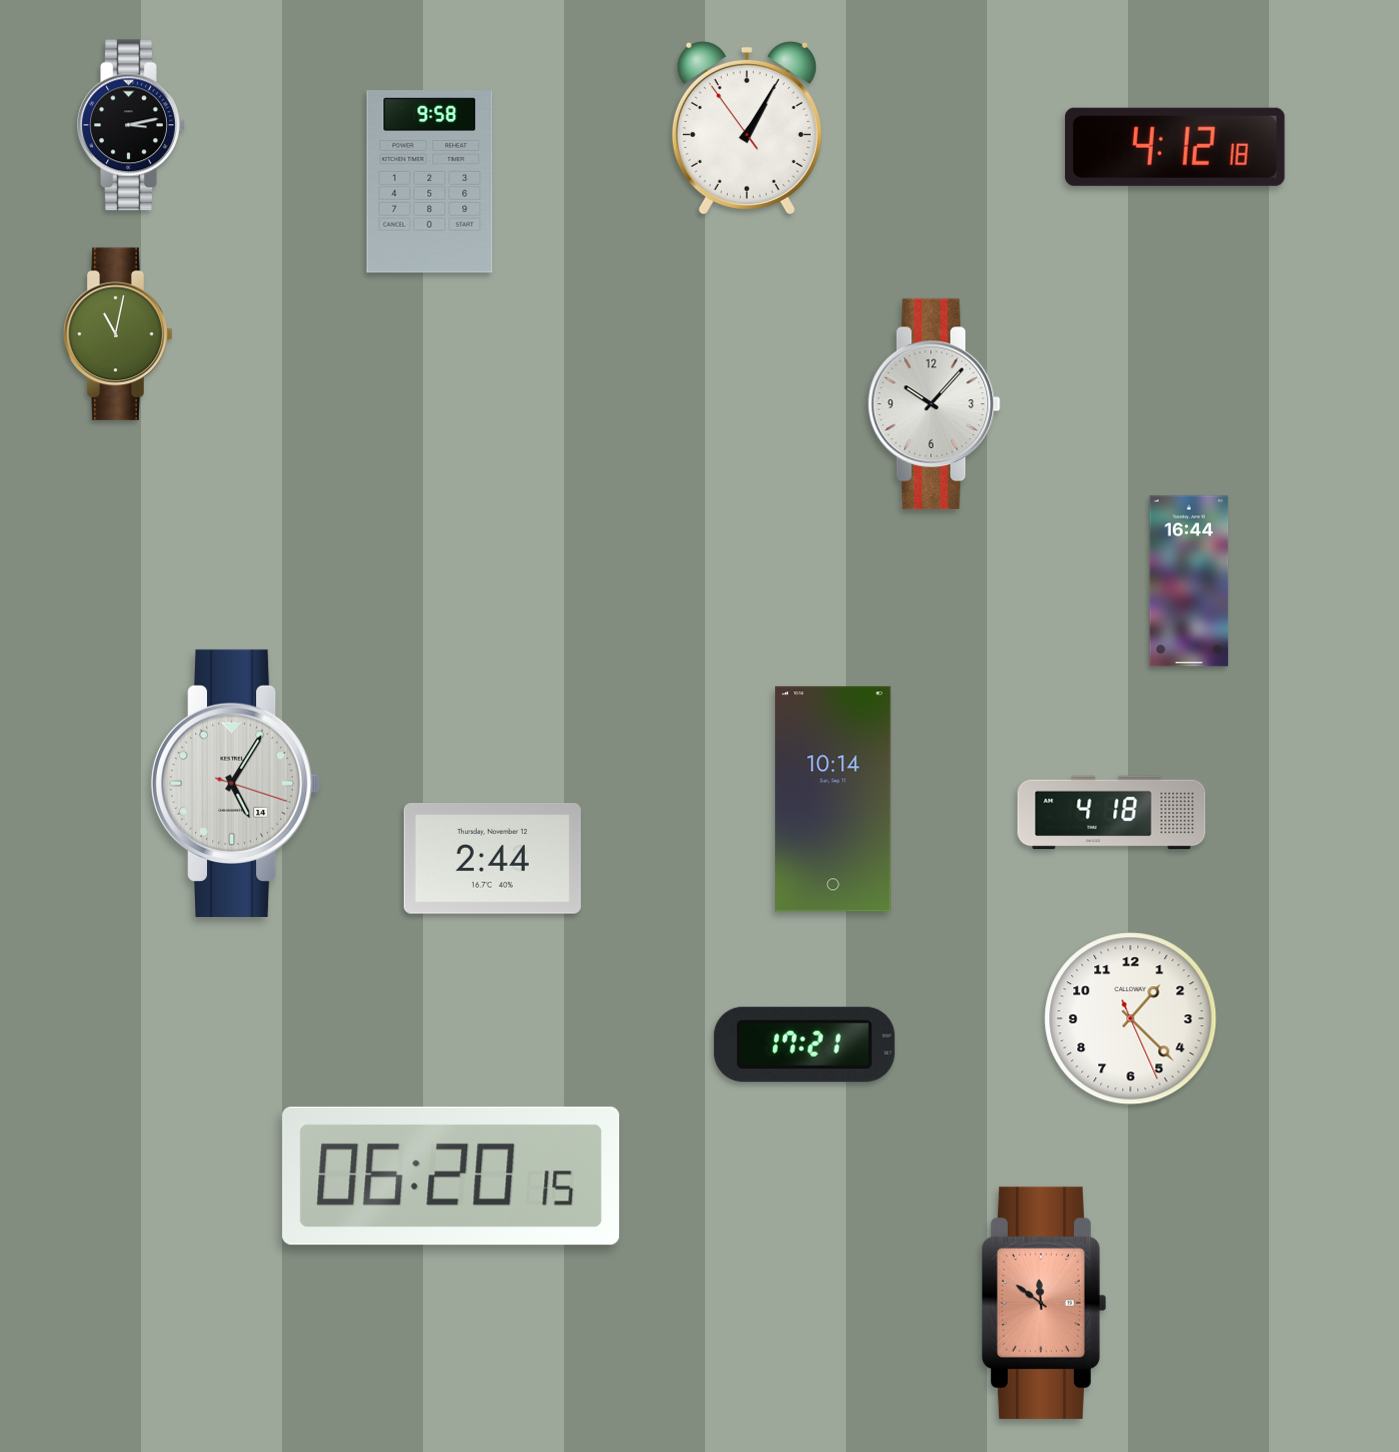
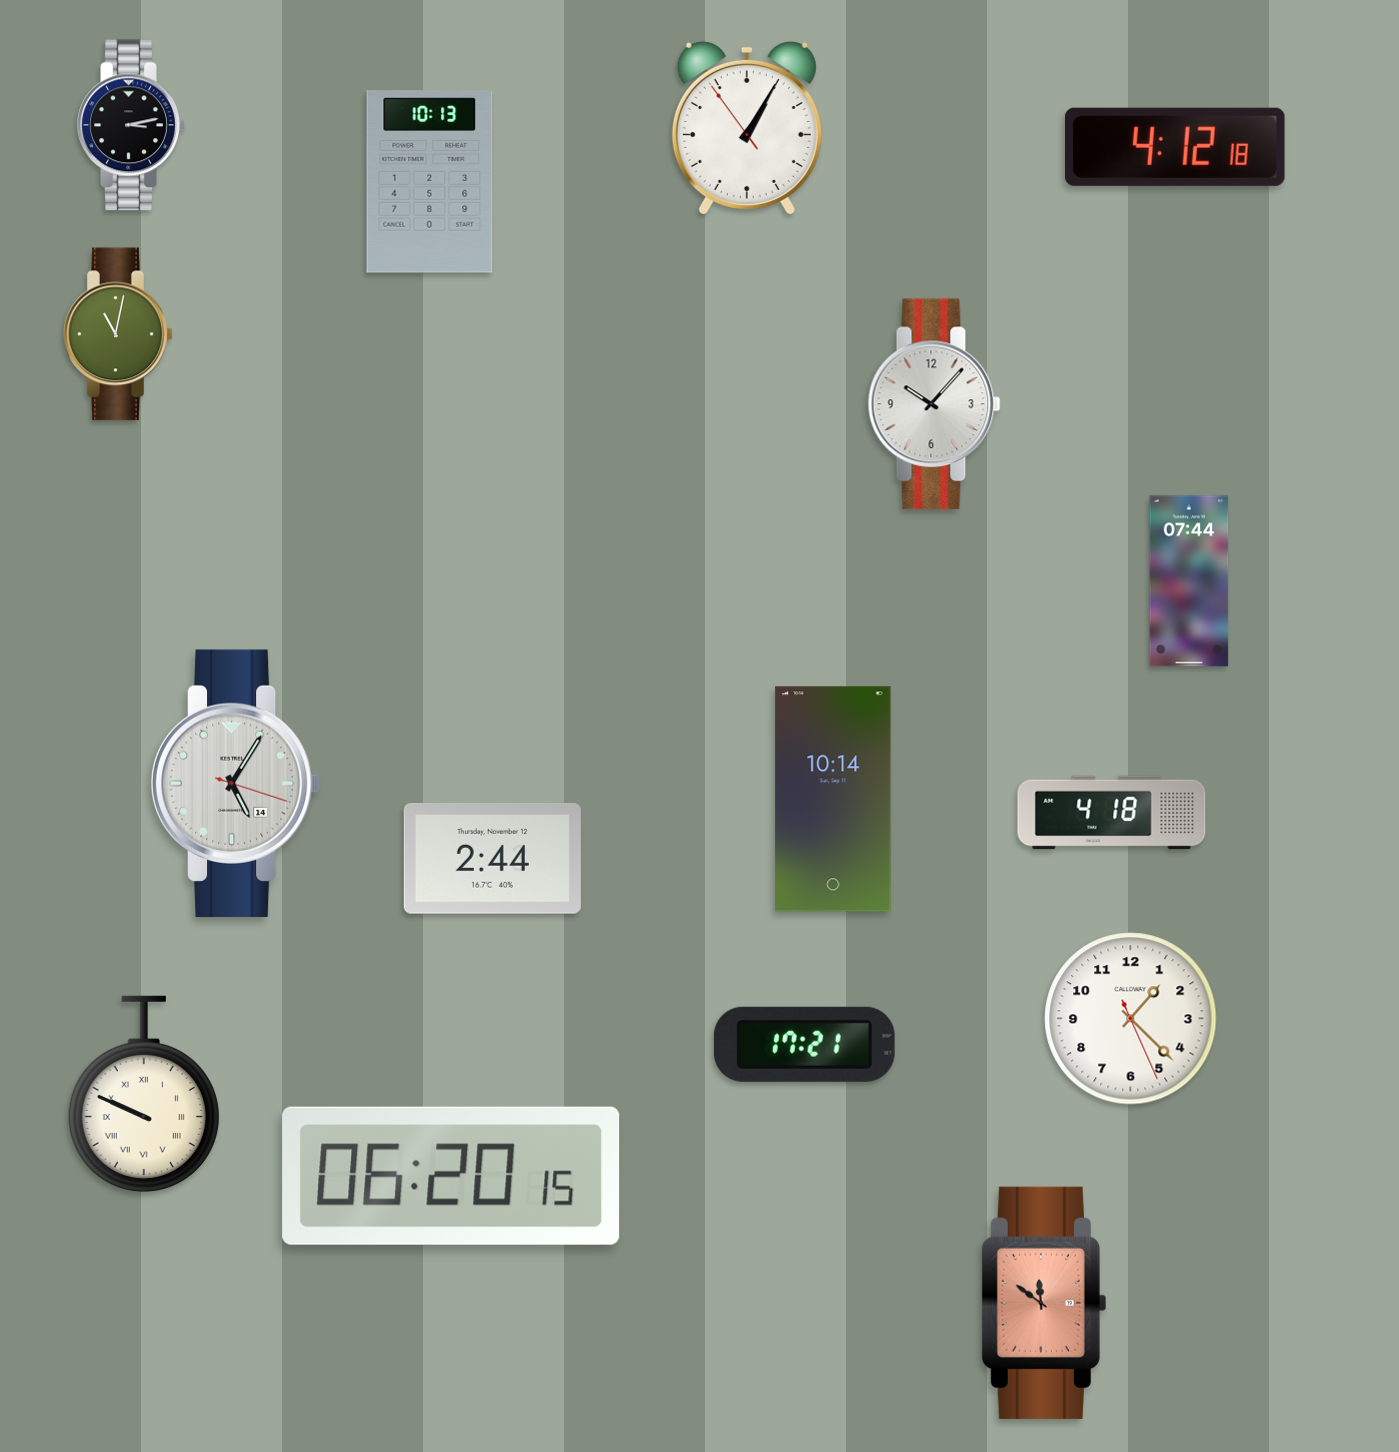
clock at (430, 182): 9:58 -> 10:13
clock at (1189, 581): 16:44 -> 07:44
clock at (144, 1094): none -> 9:49
